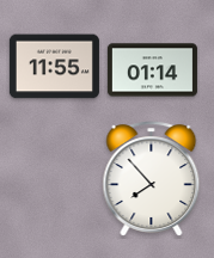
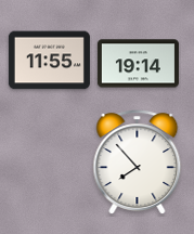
clock at (152, 70): 01:14 -> 19:14
